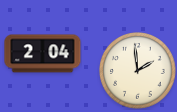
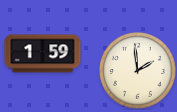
clock at (43, 54): 2:04 -> 1:59
